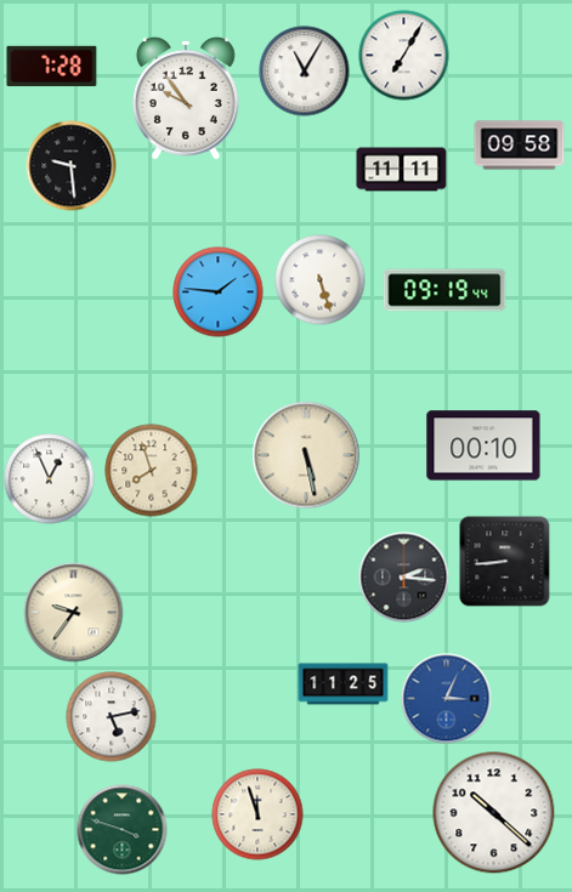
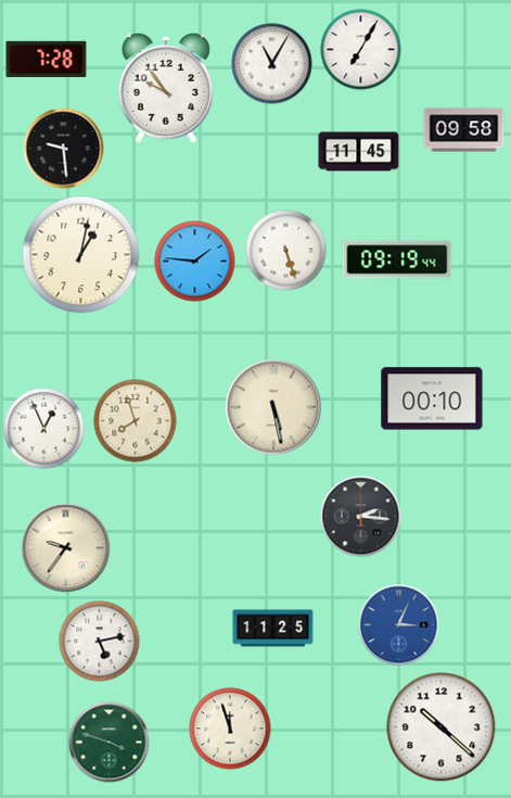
clock at (402, 170): 11:11 -> 11:45
clock at (81, 255): none -> 1:02
clock at (505, 562): 8:44 -> none
clock at (344, 684) position: (344, 684) -> (273, 629)
